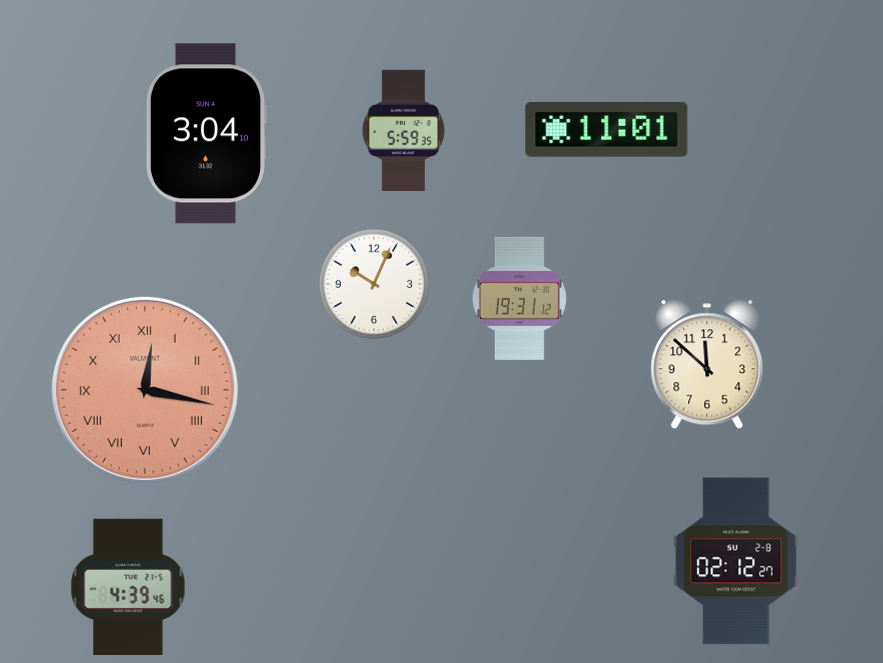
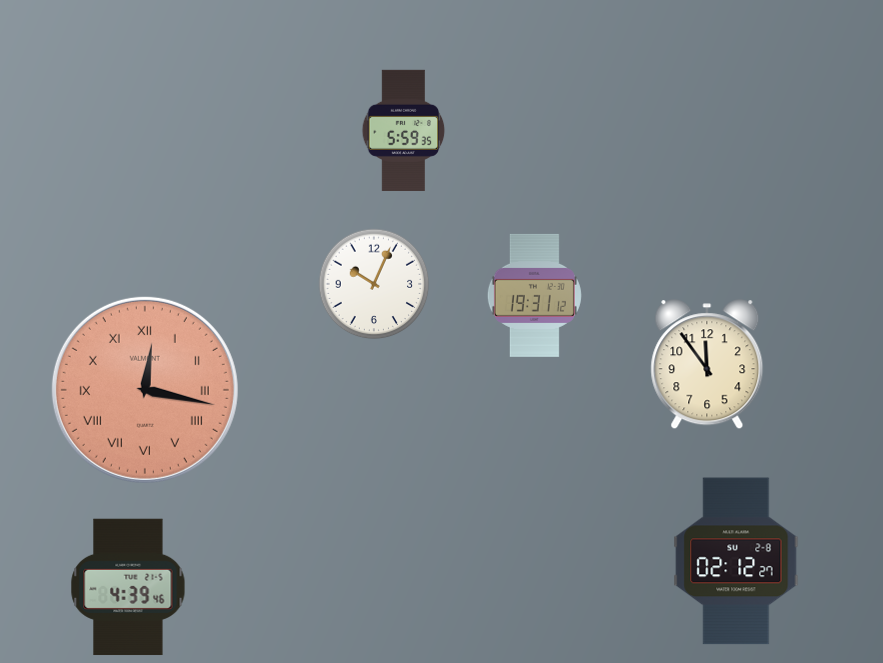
clock at (607, 130): 11:01 -> none
clock at (205, 134): 3:04 -> none
clock at (519, 298) position: (519, 298) -> (534, 295)
clock at (707, 365): 11:52 -> 11:54
